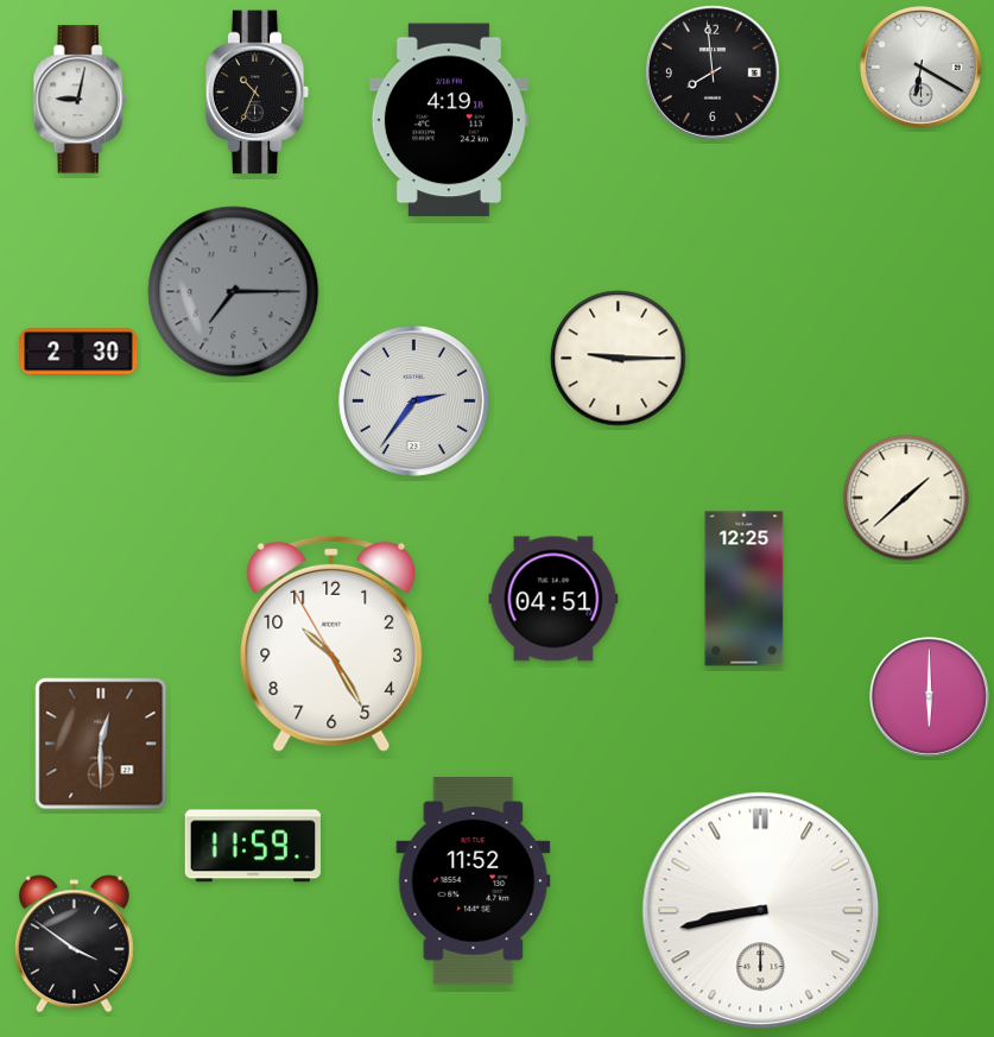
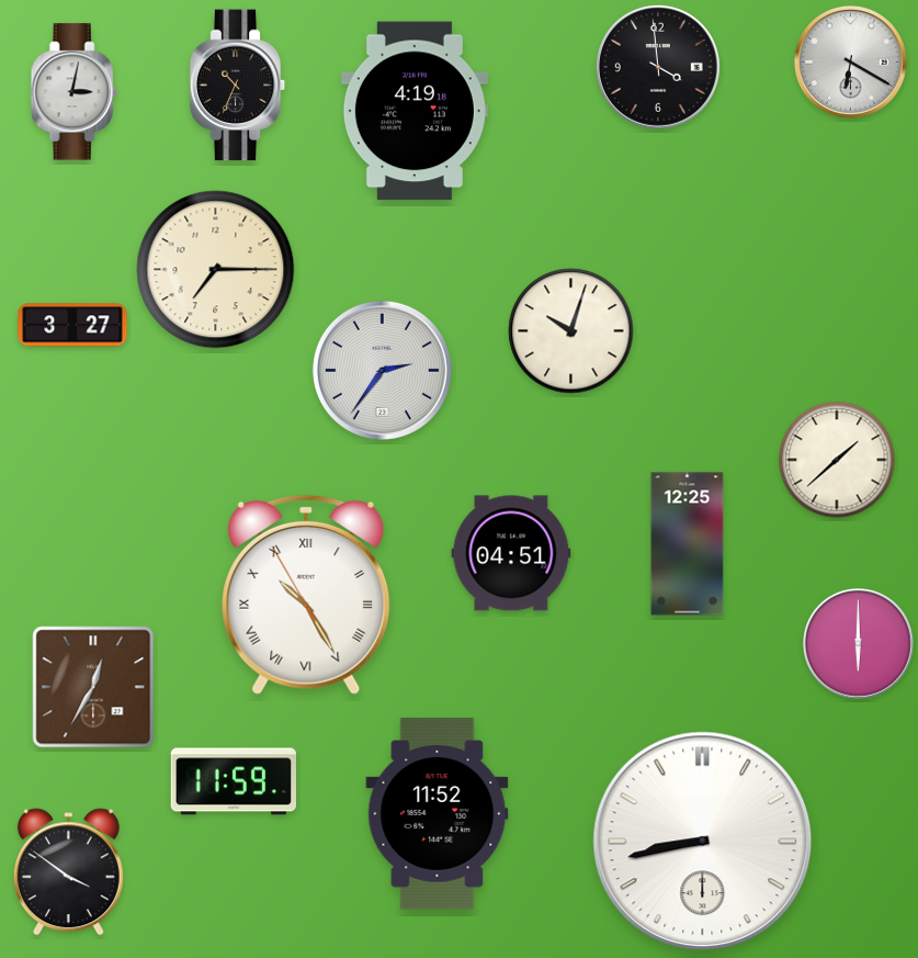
clock at (713, 72): 7:59 -> 3:59
clock at (80, 100): 9:02 -> 3:02
clock at (234, 292) dial: grey -> cream
clock at (78, 352): 2:30 -> 3:27
clock at (619, 359): 9:15 -> 10:03
clock at (331, 644) numerals: Arabic -> Roman
clock at (101, 744): 12:30 -> 12:35
